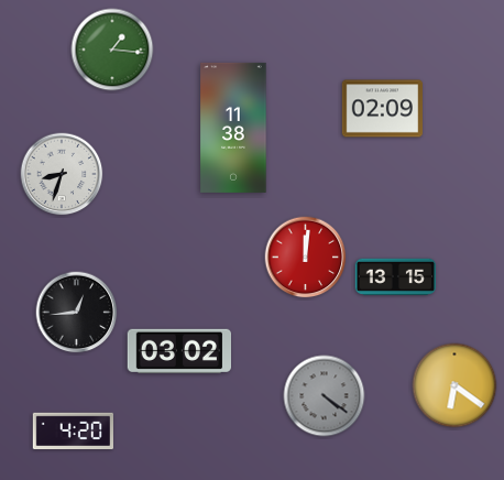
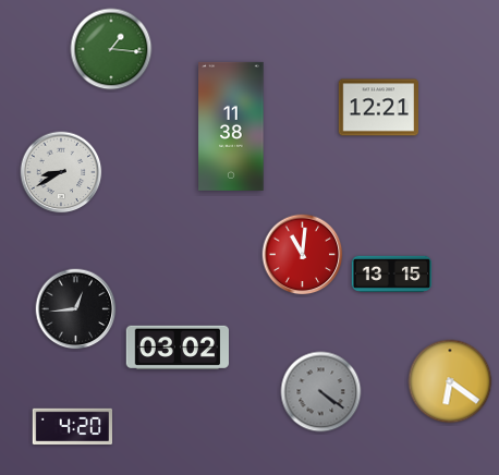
clock at (382, 109): 02:09 -> 12:21
clock at (62, 174): 8:33 -> 8:40
clock at (306, 258): 12:01 -> 11:01
